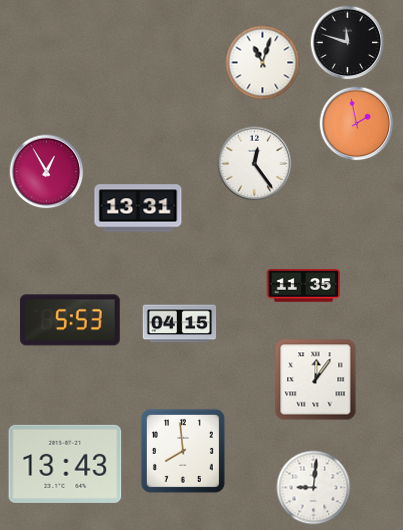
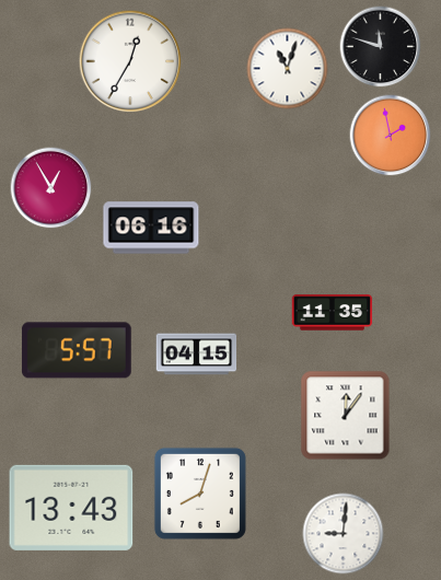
clock at (130, 61): none -> 12:35
clock at (255, 164): 12:24 -> none
clock at (138, 208): 13:31 -> 06:16
clock at (70, 320): 5:53 -> 5:57
clock at (183, 451): 7:59 -> 8:03
